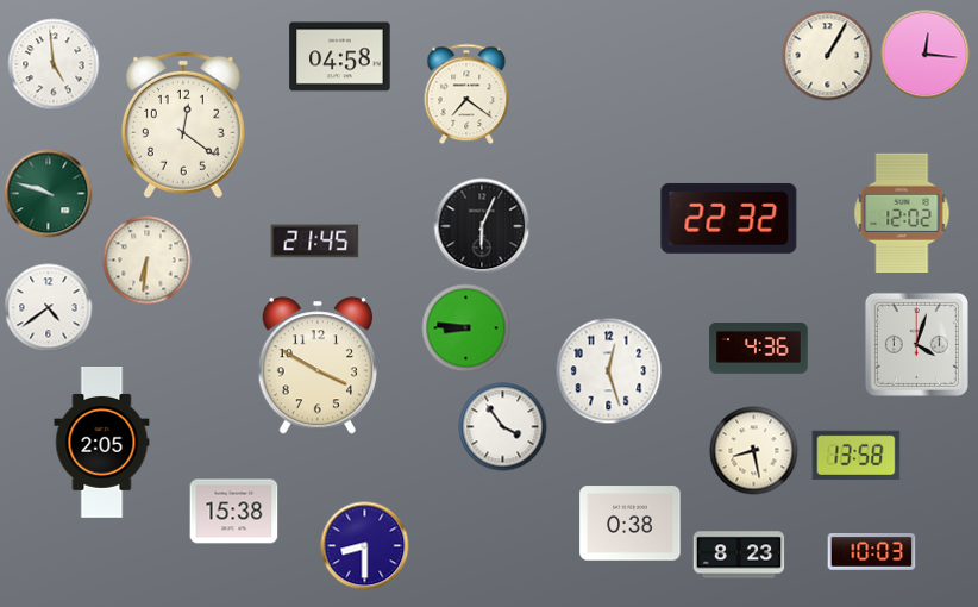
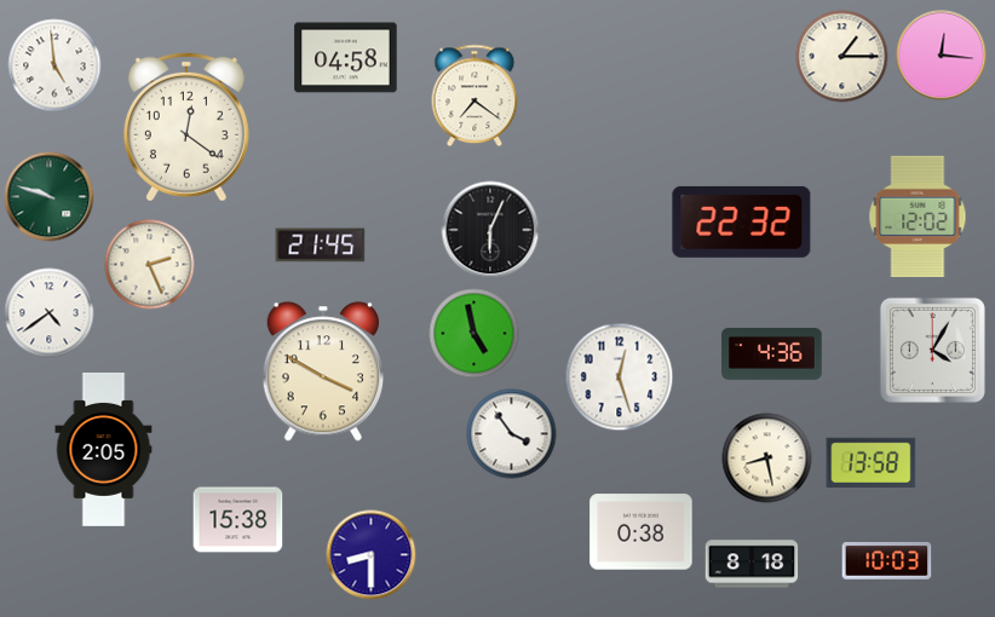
clock at (828, 56): 1:05 -> 1:15
clock at (148, 261): 6:31 -> 2:26
clock at (466, 328): 8:46 -> 4:58
clock at (916, 344): 4:03 -> 4:05
clock at (739, 555): 8:23 -> 8:18
